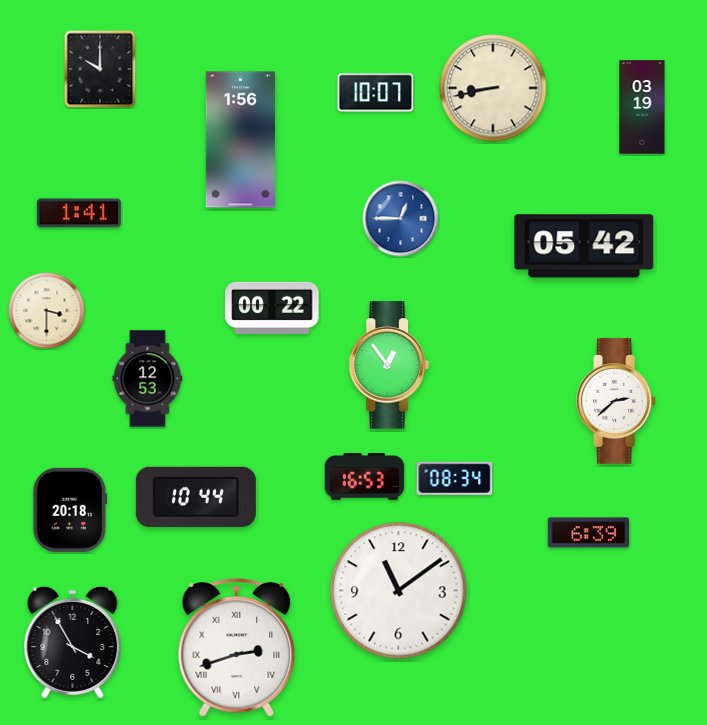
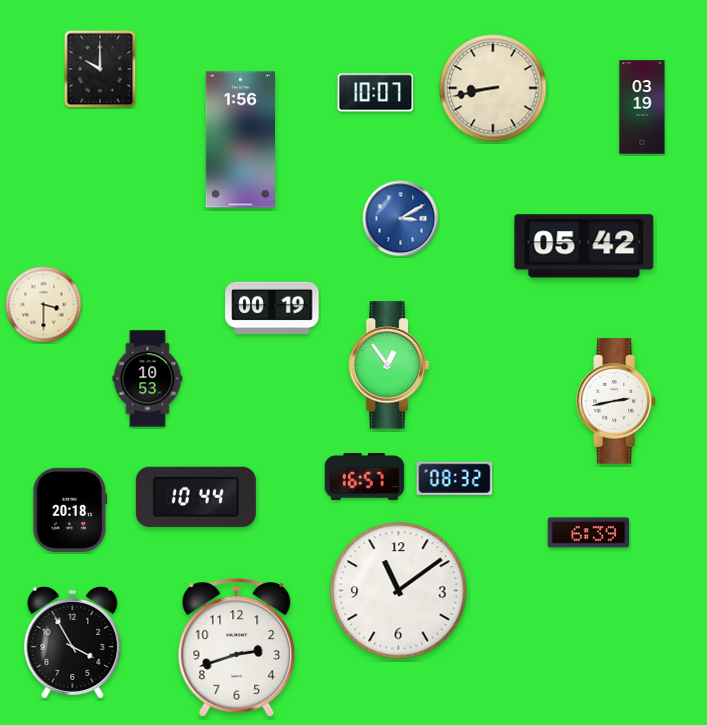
clock at (79, 213): 1:41 -> none
clock at (401, 219): 12:45 -> 3:10
clock at (272, 308): 00:22 -> 00:19
clock at (47, 311) position: (47, 311) -> (44, 305)
clock at (148, 379): 12:53 -> 10:53
clock at (617, 401): 2:38 -> 2:43
clock at (365, 477): 16:53 -> 16:57
clock at (455, 478): 08:34 -> 08:32
clock at (237, 648) numerals: Roman -> Arabic
